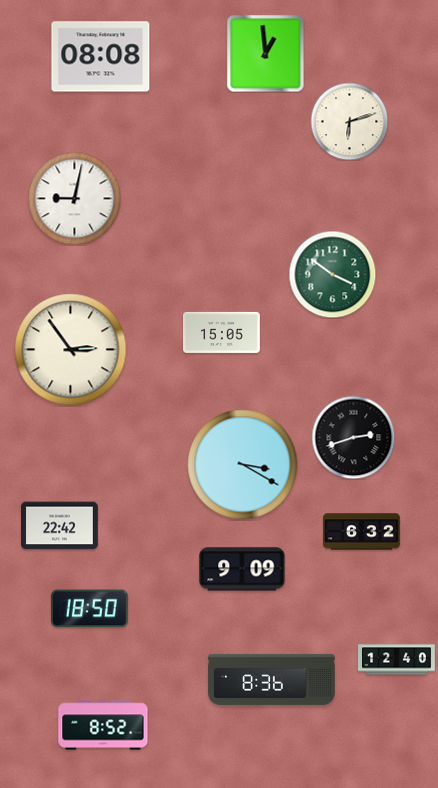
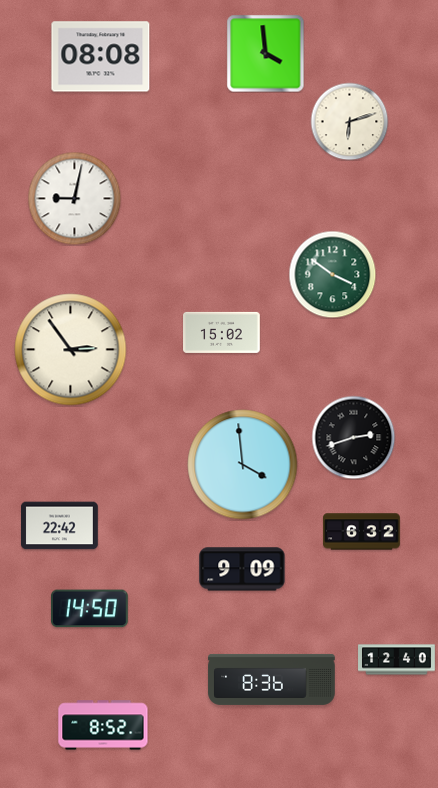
clock at (265, 53): 12:59 -> 3:59
clock at (222, 332): 15:05 -> 15:02
clock at (243, 465): 3:20 -> 3:59
clock at (89, 609): 18:50 -> 14:50
